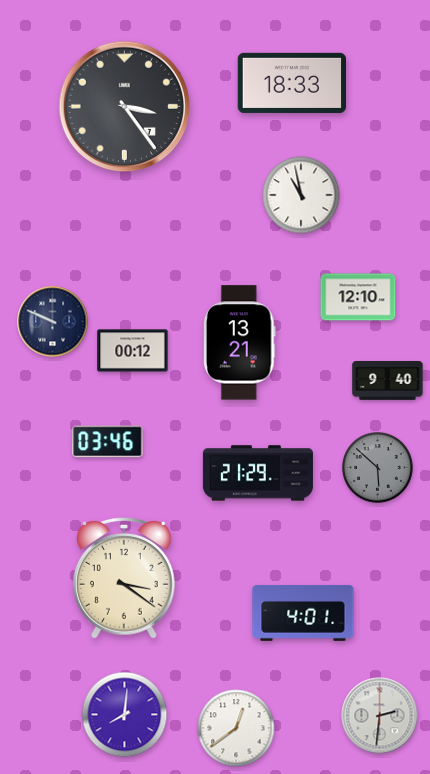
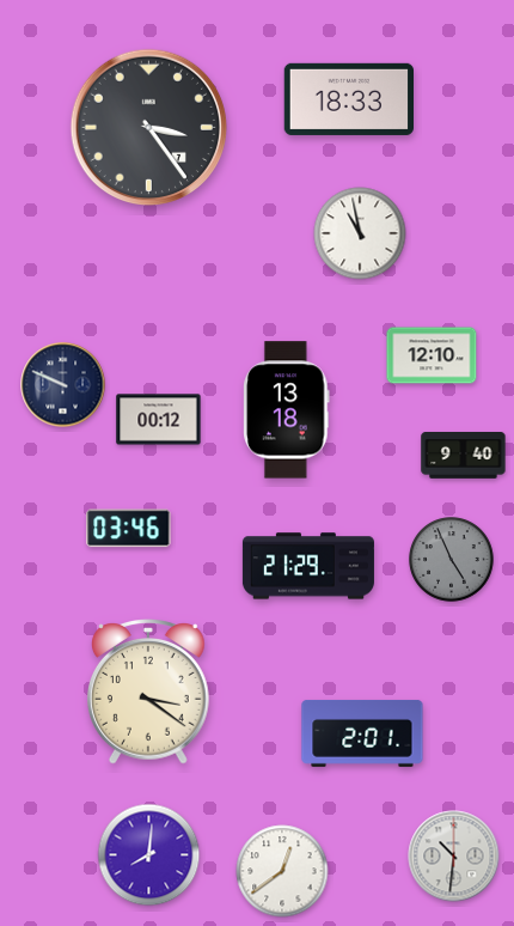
clock at (358, 297) position: (358, 297) -> (432, 355)
clock at (240, 343): 13:21 -> 13:18
clock at (378, 468): 5:52 -> 4:56
clock at (303, 614): 4:01 -> 2:01
clock at (380, 716): 2:31 -> 10:31
